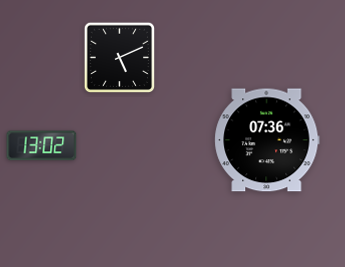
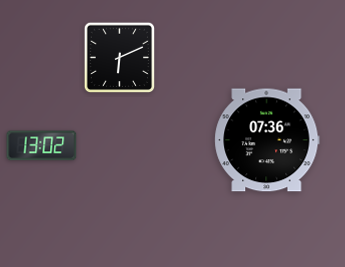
clock at (120, 58): 5:11 -> 6:11
